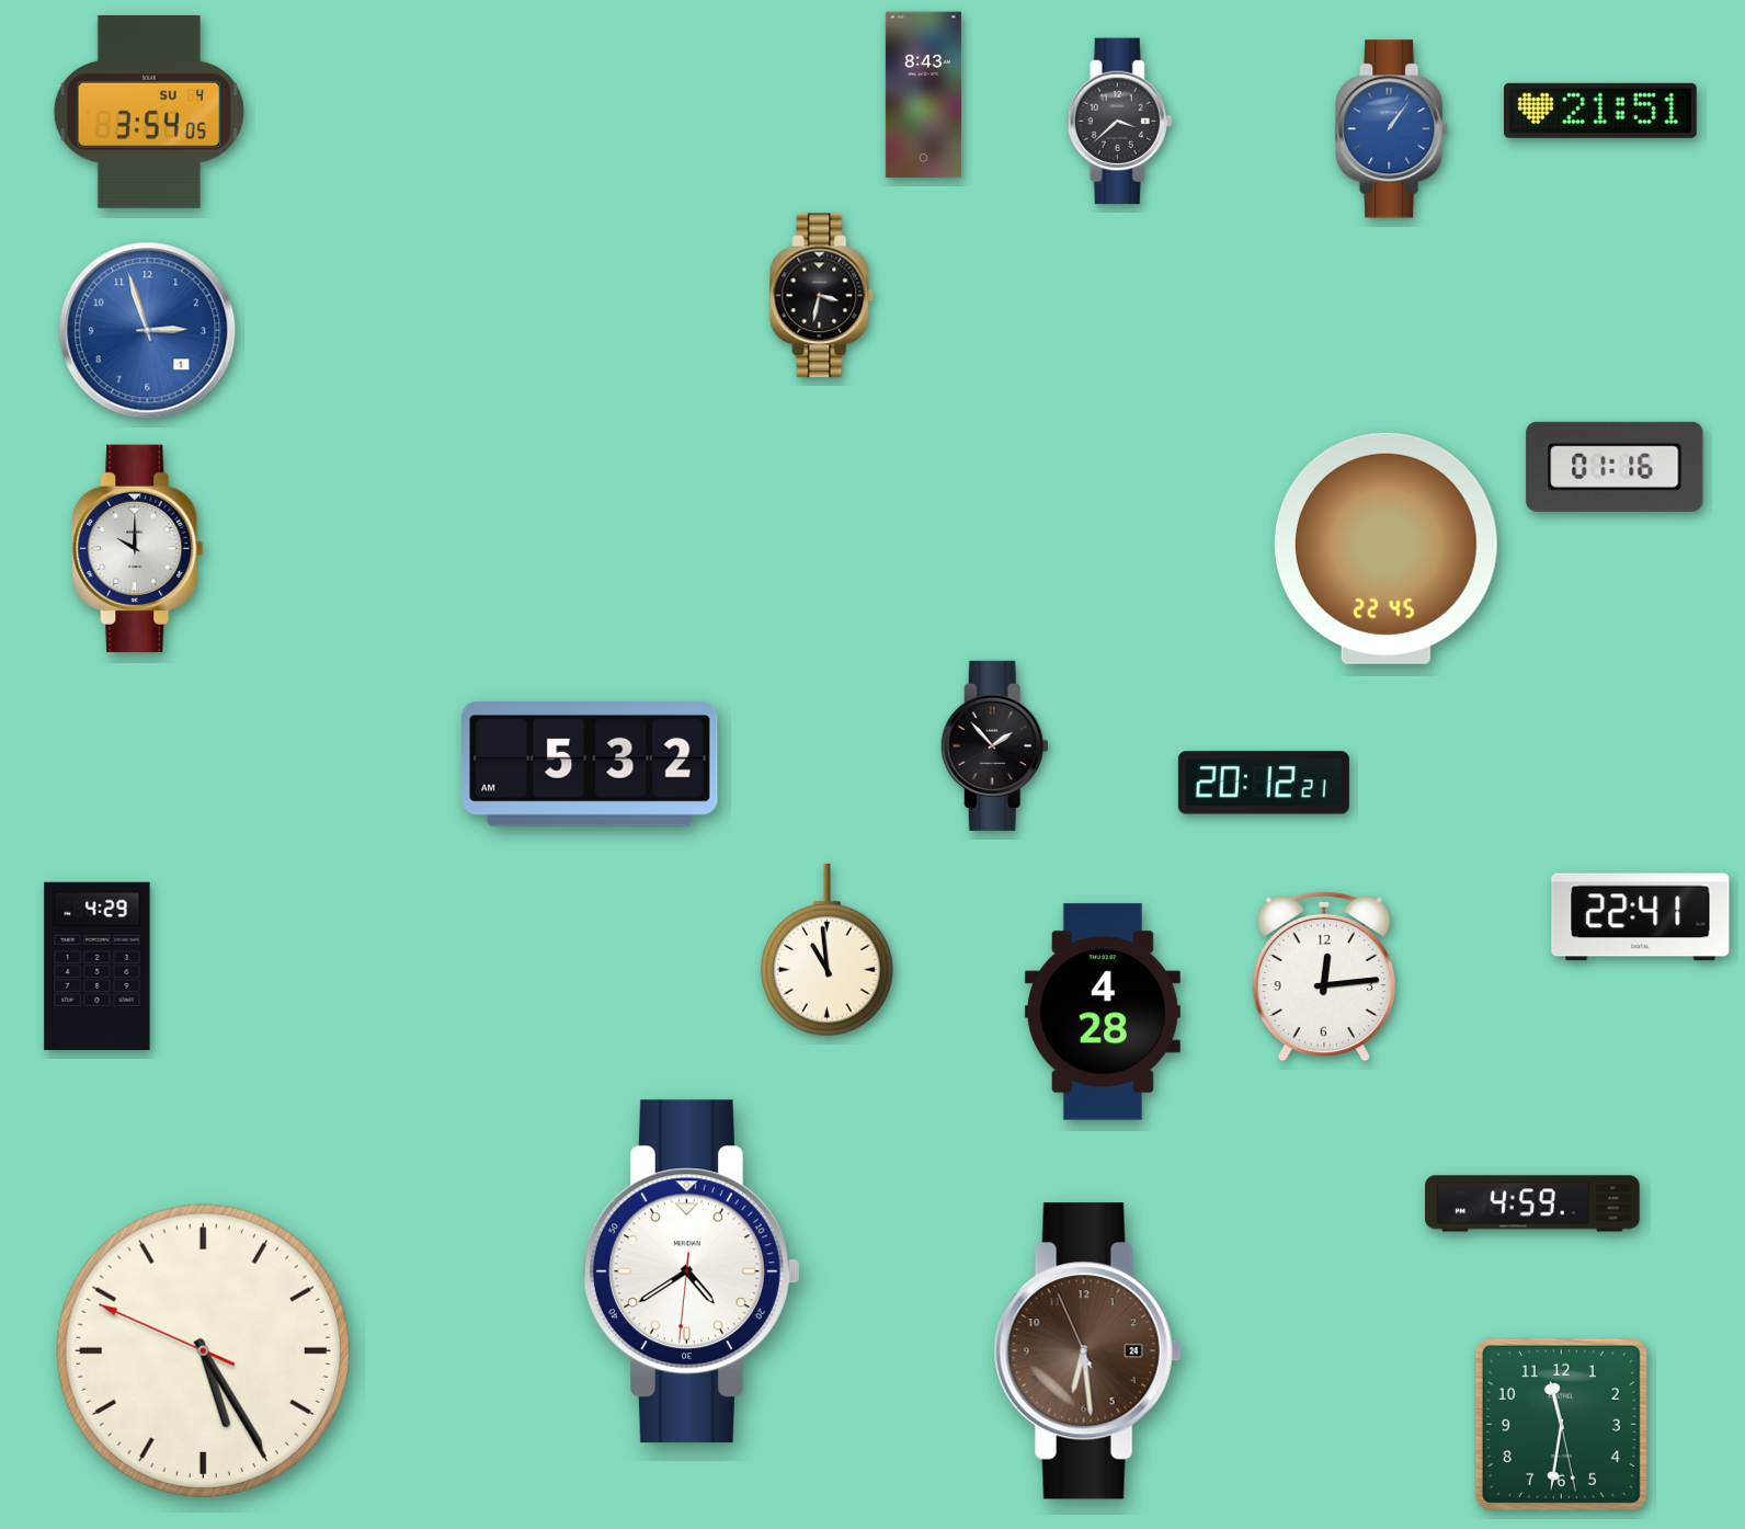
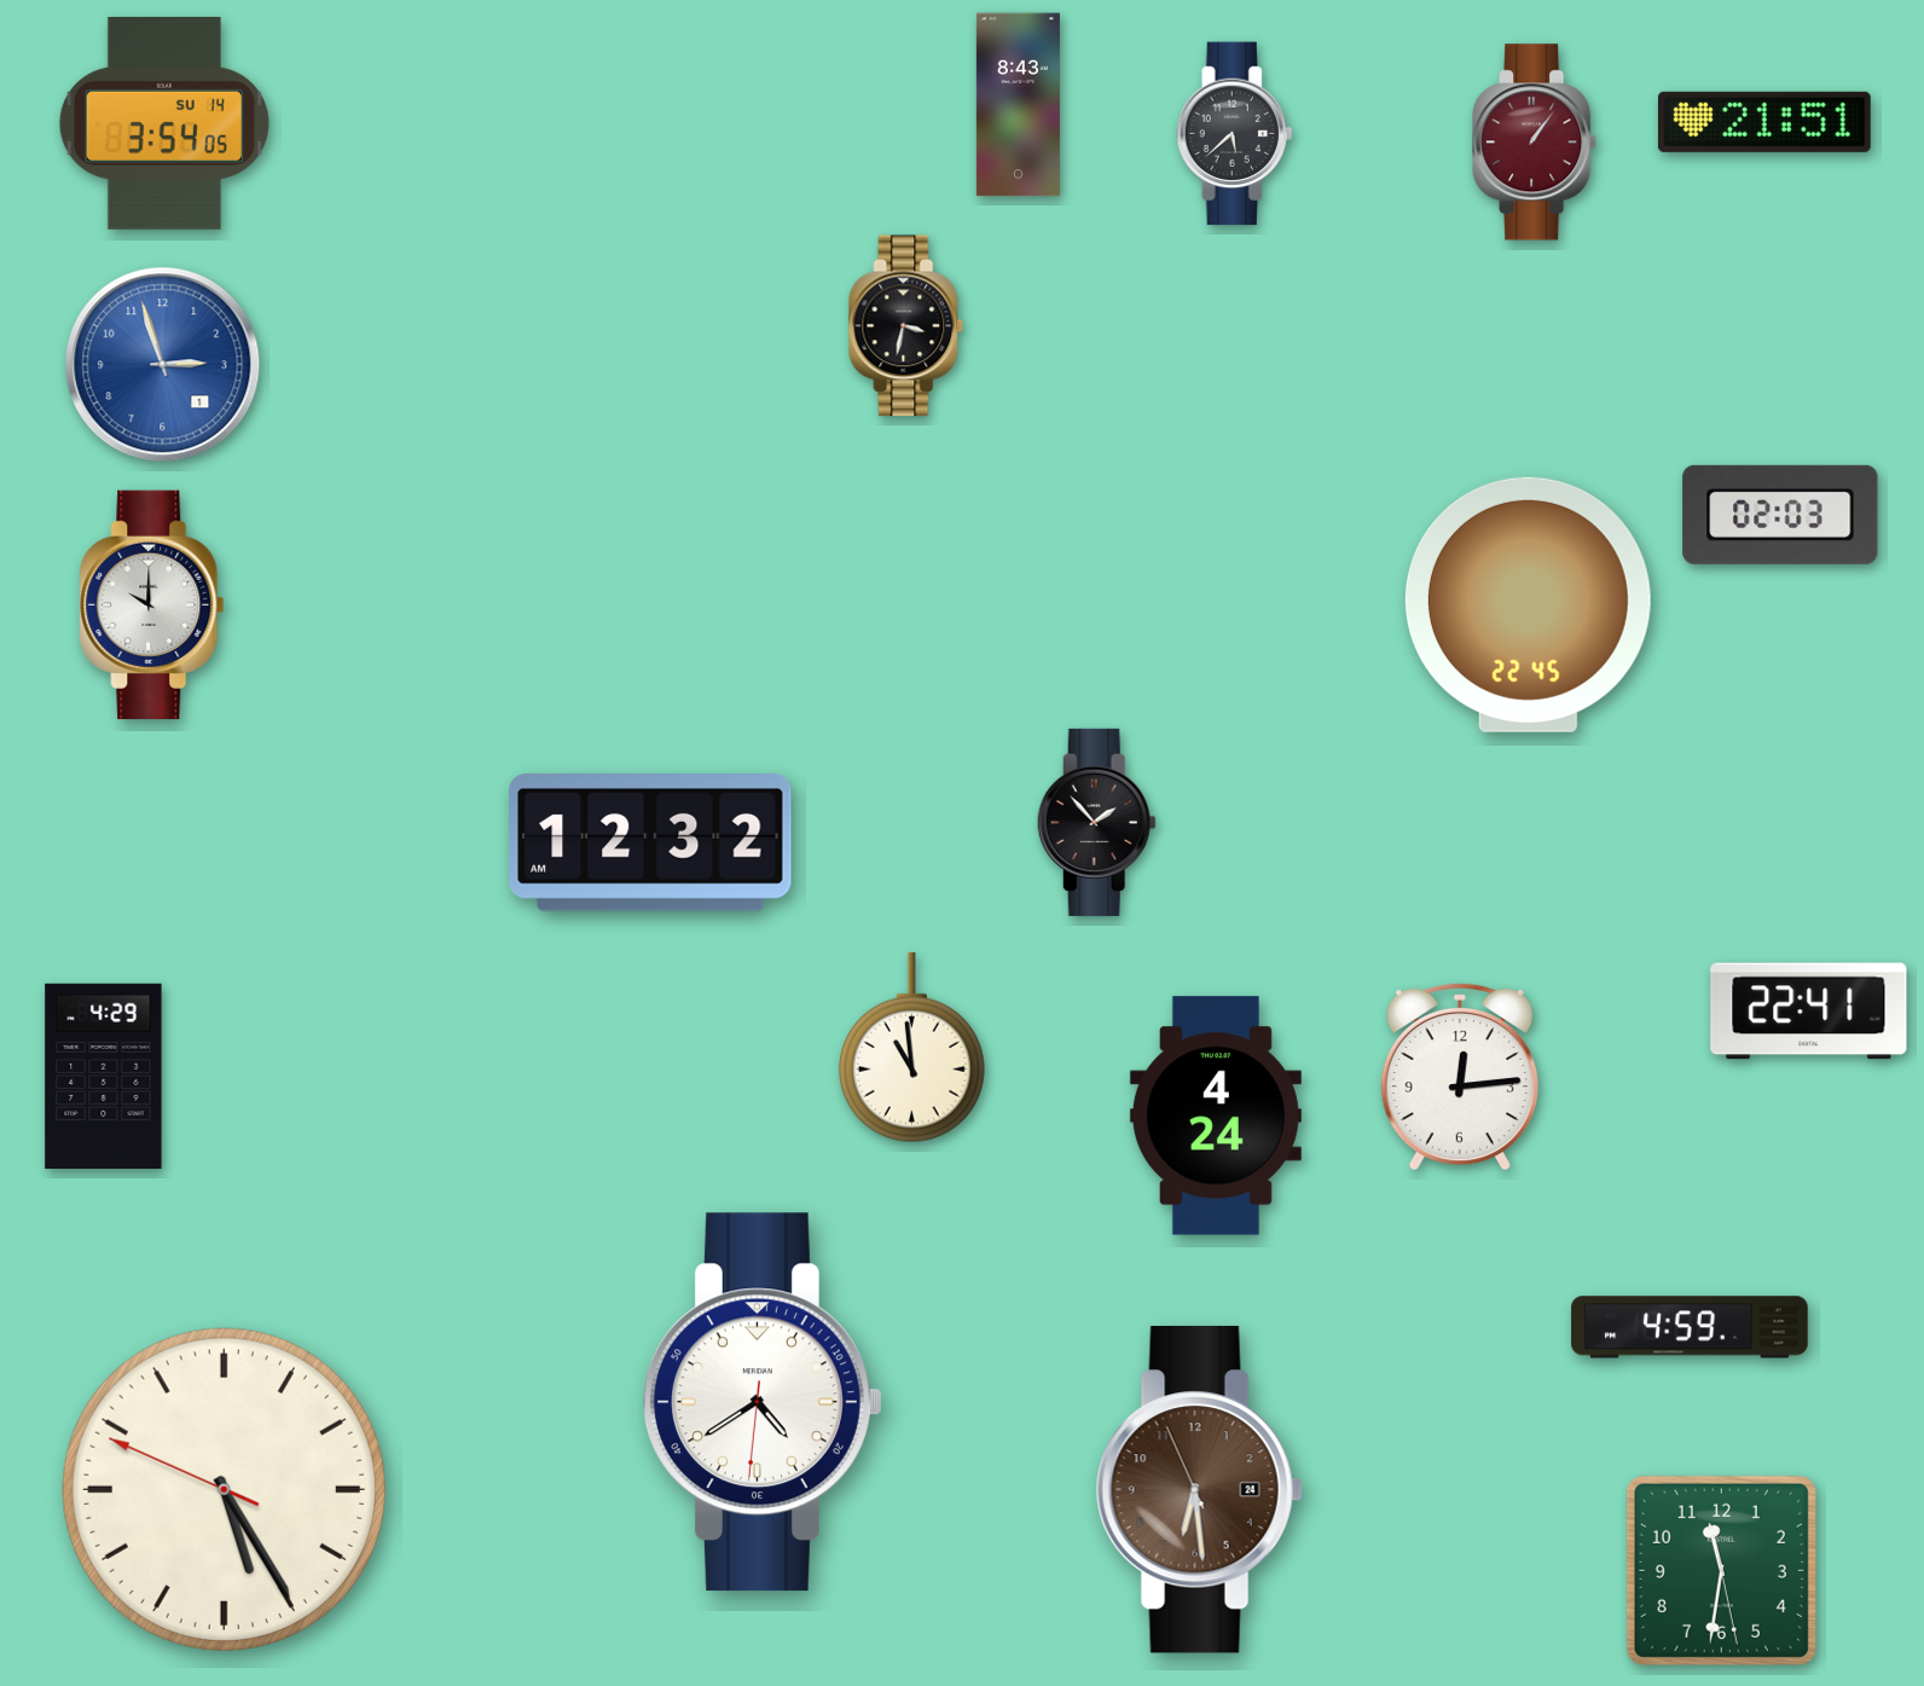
clock at (149, 112) date: SU 4 -> SU 14
clock at (1120, 122): 3:38 -> 5:38
clock at (1392, 129) dial: blue -> burgundy
clock at (1615, 467): 01:16 -> 02:03
clock at (590, 765): 5:32 -> 12:32
clock at (1264, 783): 20:12 -> none
clock at (98, 966) position: (98, 966) -> (104, 1076)
clock at (1103, 1012): 4:28 -> 4:24
